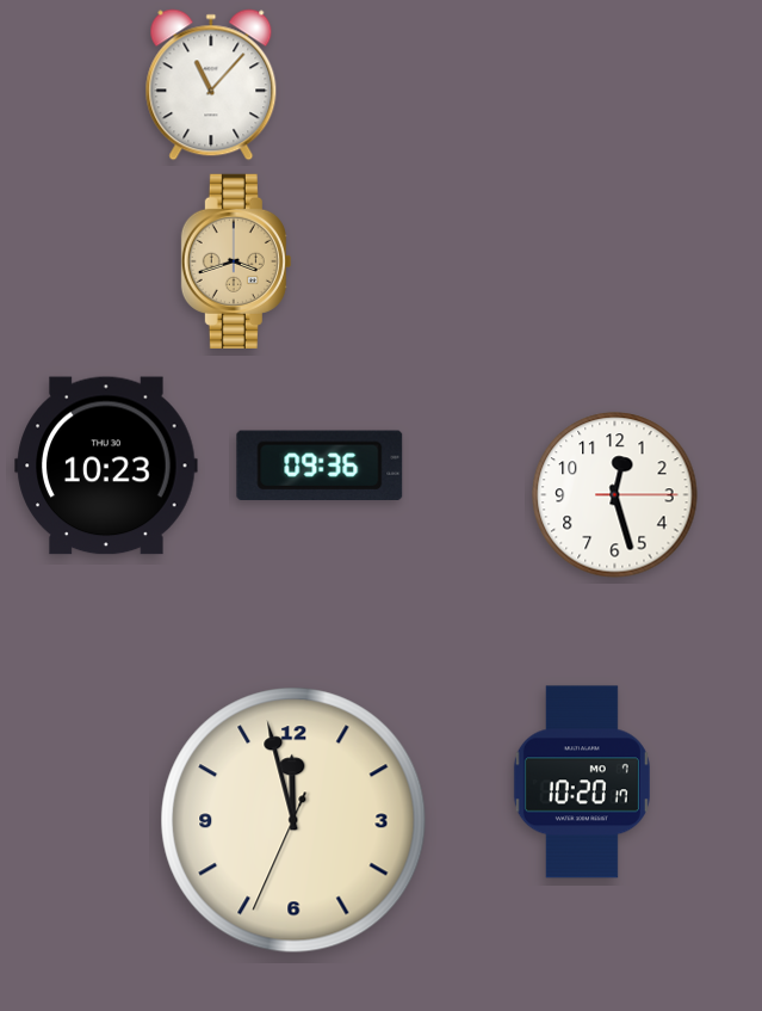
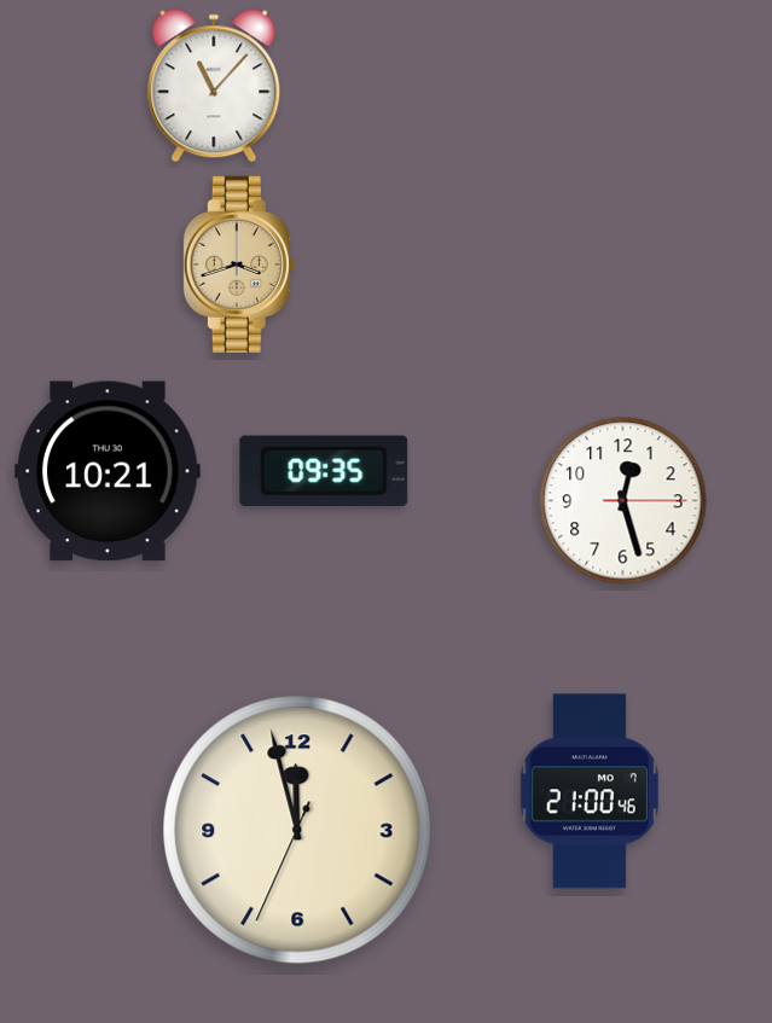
clock at (320, 464): 09:36 -> 09:35
clock at (106, 466): 10:23 -> 10:21
clock at (582, 782): 10:20 -> 21:00
